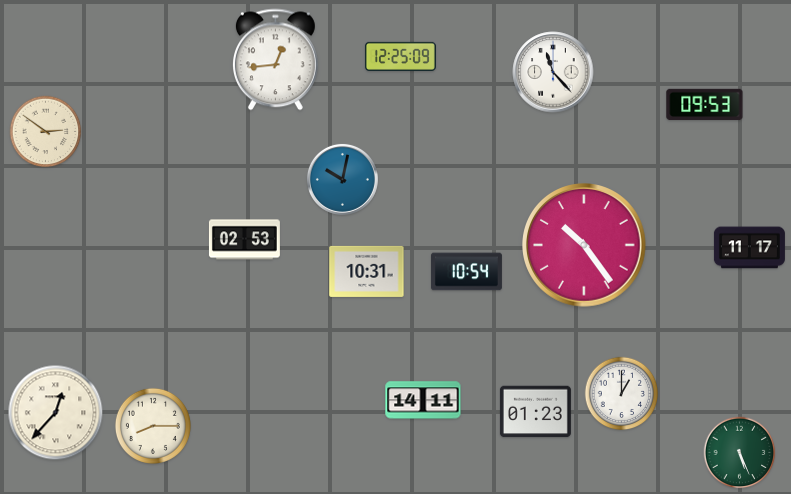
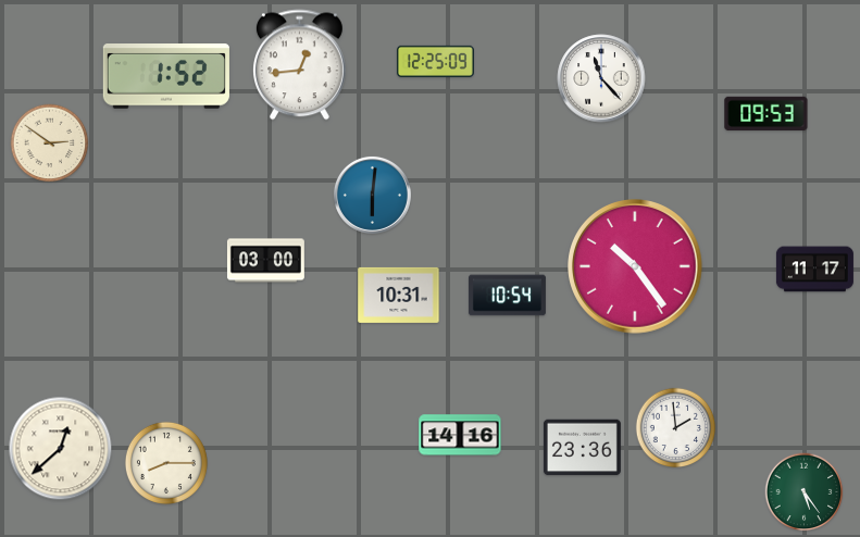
clock at (166, 77): none -> 1:52
clock at (342, 179): 10:02 -> 6:01
clock at (244, 240): 02:53 -> 03:00
clock at (622, 394): 1:00 -> 1:59
clock at (423, 400): 14:11 -> 14:16
clock at (535, 412): 01:23 -> 23:36
clock at (56, 413): 12:37 -> 12:38
clock at (740, 453): 5:26 -> 5:24
